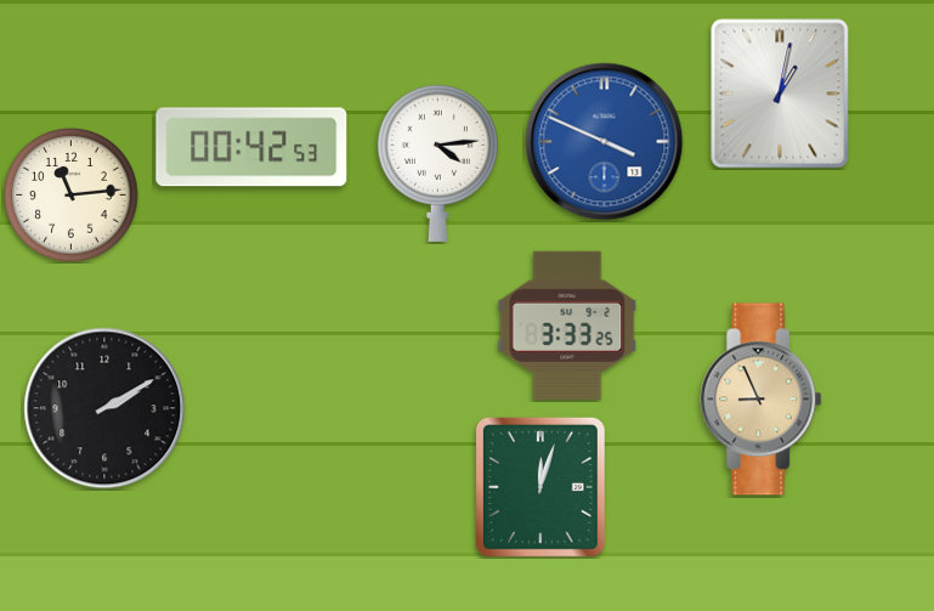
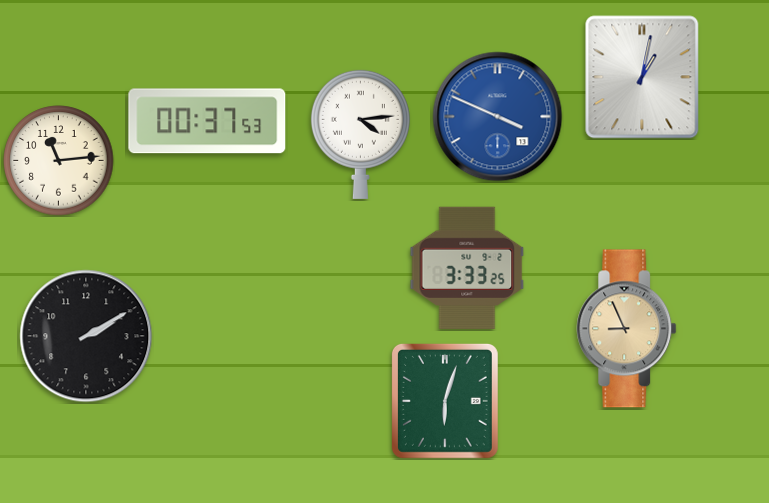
clock at (251, 147): 00:42 -> 00:37
clock at (540, 487): 12:03 -> 6:03
